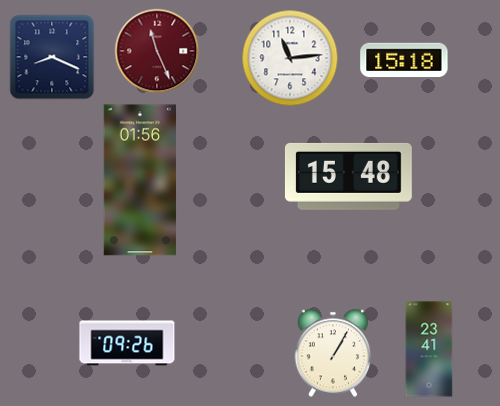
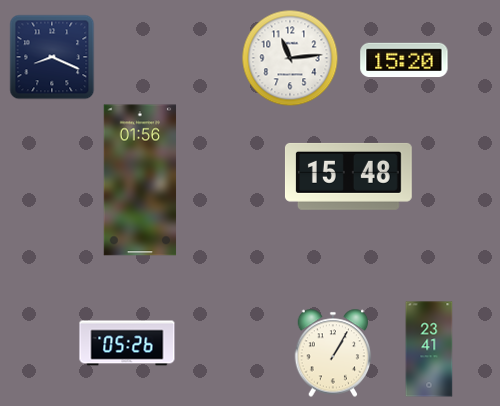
clock at (157, 51): 11:26 -> none
clock at (404, 60): 15:18 -> 15:20
clock at (127, 343): 09:26 -> 05:26
